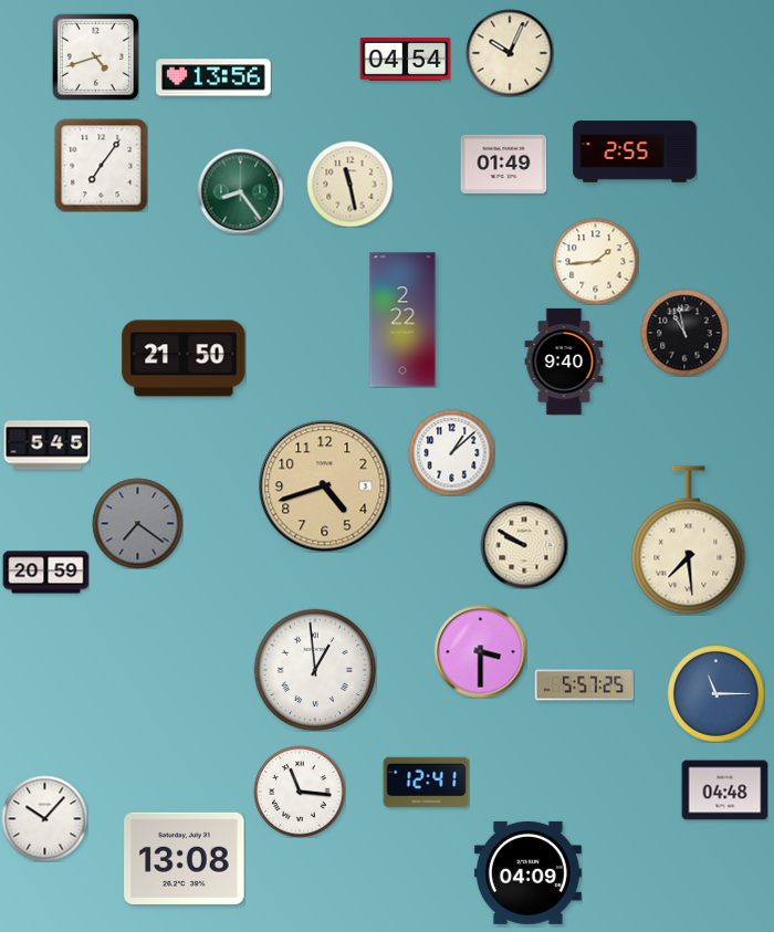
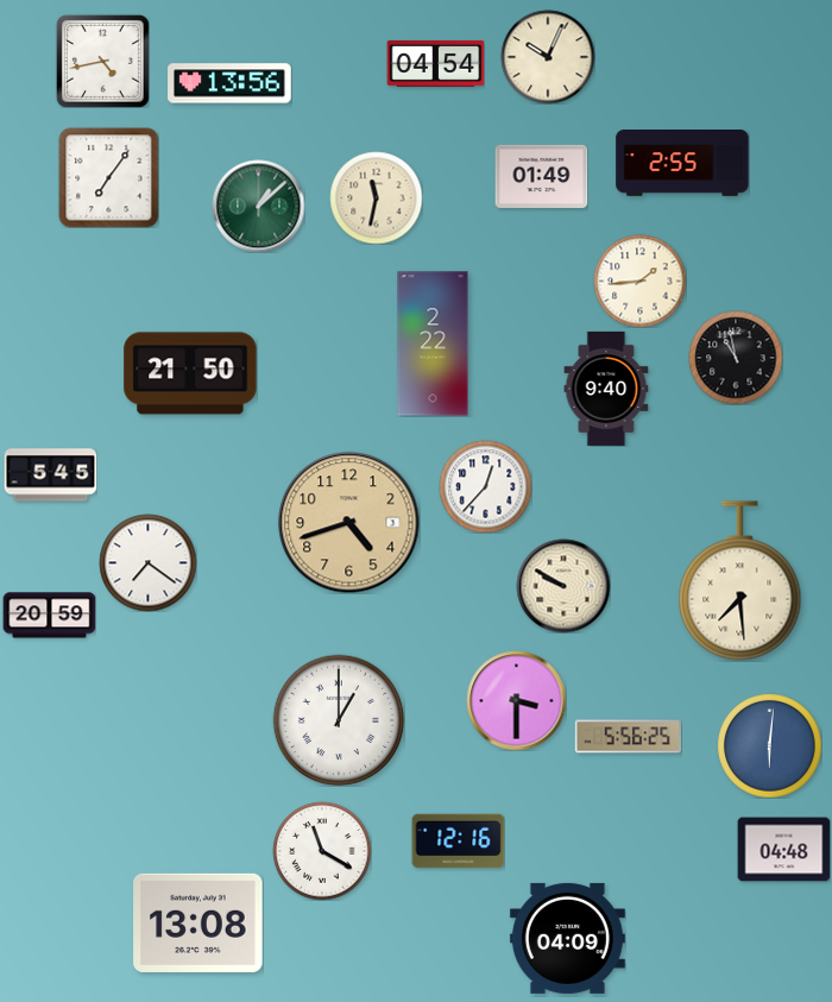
clock at (95, 56): 4:42 -> 4:43
clock at (349, 184): 11:28 -> 11:32
clock at (240, 191): 8:24 -> 1:08
clock at (184, 358) position: (184, 358) -> (190, 373)
clock at (46, 446) position: (46, 446) -> (50, 475)
clock at (451, 452): 1:08 -> 12:37
clock at (137, 523) dial: grey -> white
clock at (315, 670): 12:59 -> 1:00
clock at (584, 685): 5:57 -> 5:56
clock at (715, 693): 11:15 -> 6:01
clock at (426, 783): 12:41 -> 12:16
clock at (724, 790) position: (724, 790) -> (783, 850)
clock at (300, 792): 11:16 -> 11:20
clock at (44, 818): 10:07 -> none
